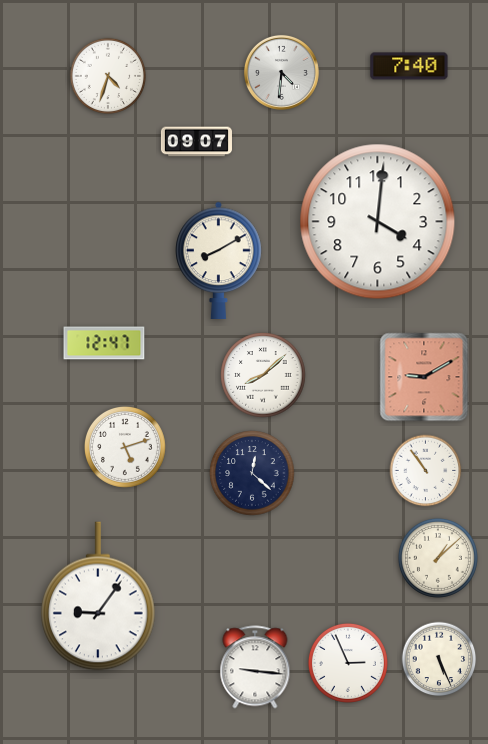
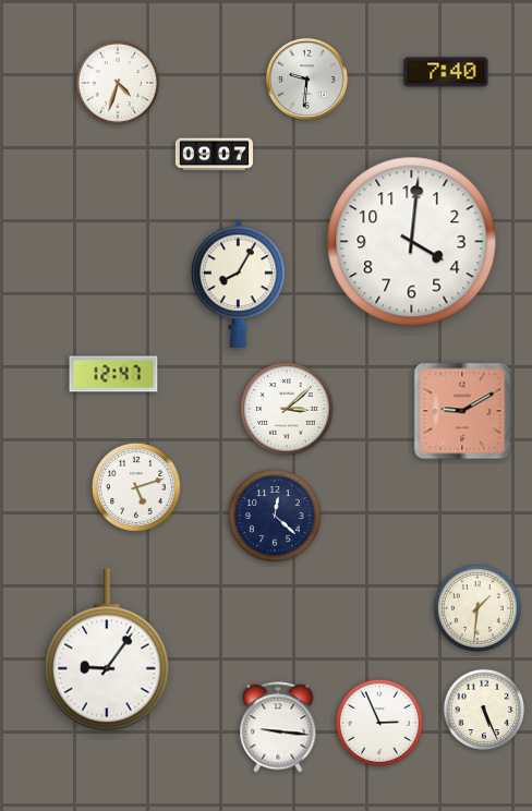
clock at (281, 72): 4:31 -> 9:31
clock at (219, 260): 8:10 -> 8:05
clock at (263, 375): 8:08 -> 3:08
clock at (426, 471): 10:54 -> none
clock at (438, 558): 1:08 -> 1:31
clock at (439, 659) position: (439, 659) -> (484, 710)
